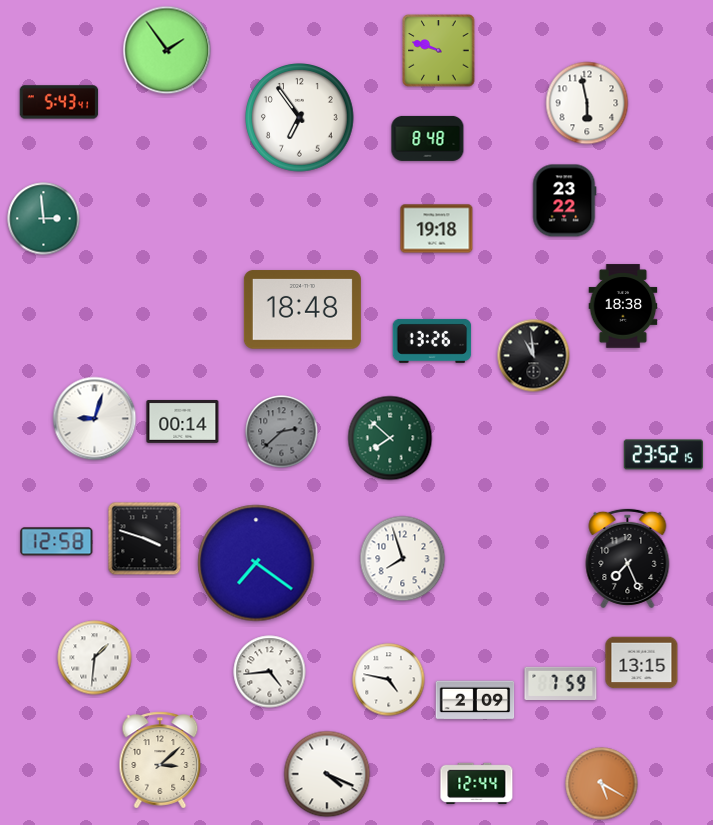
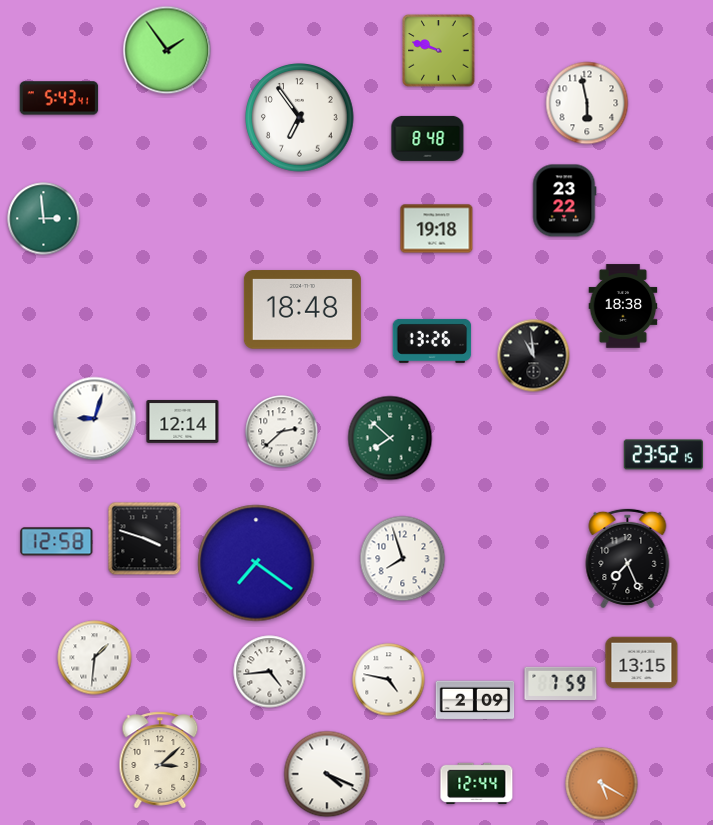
clock at (59, 102) position: (59, 102) -> (59, 98)
clock at (183, 421): 00:14 -> 12:14
clock at (282, 432) dial: grey -> white
